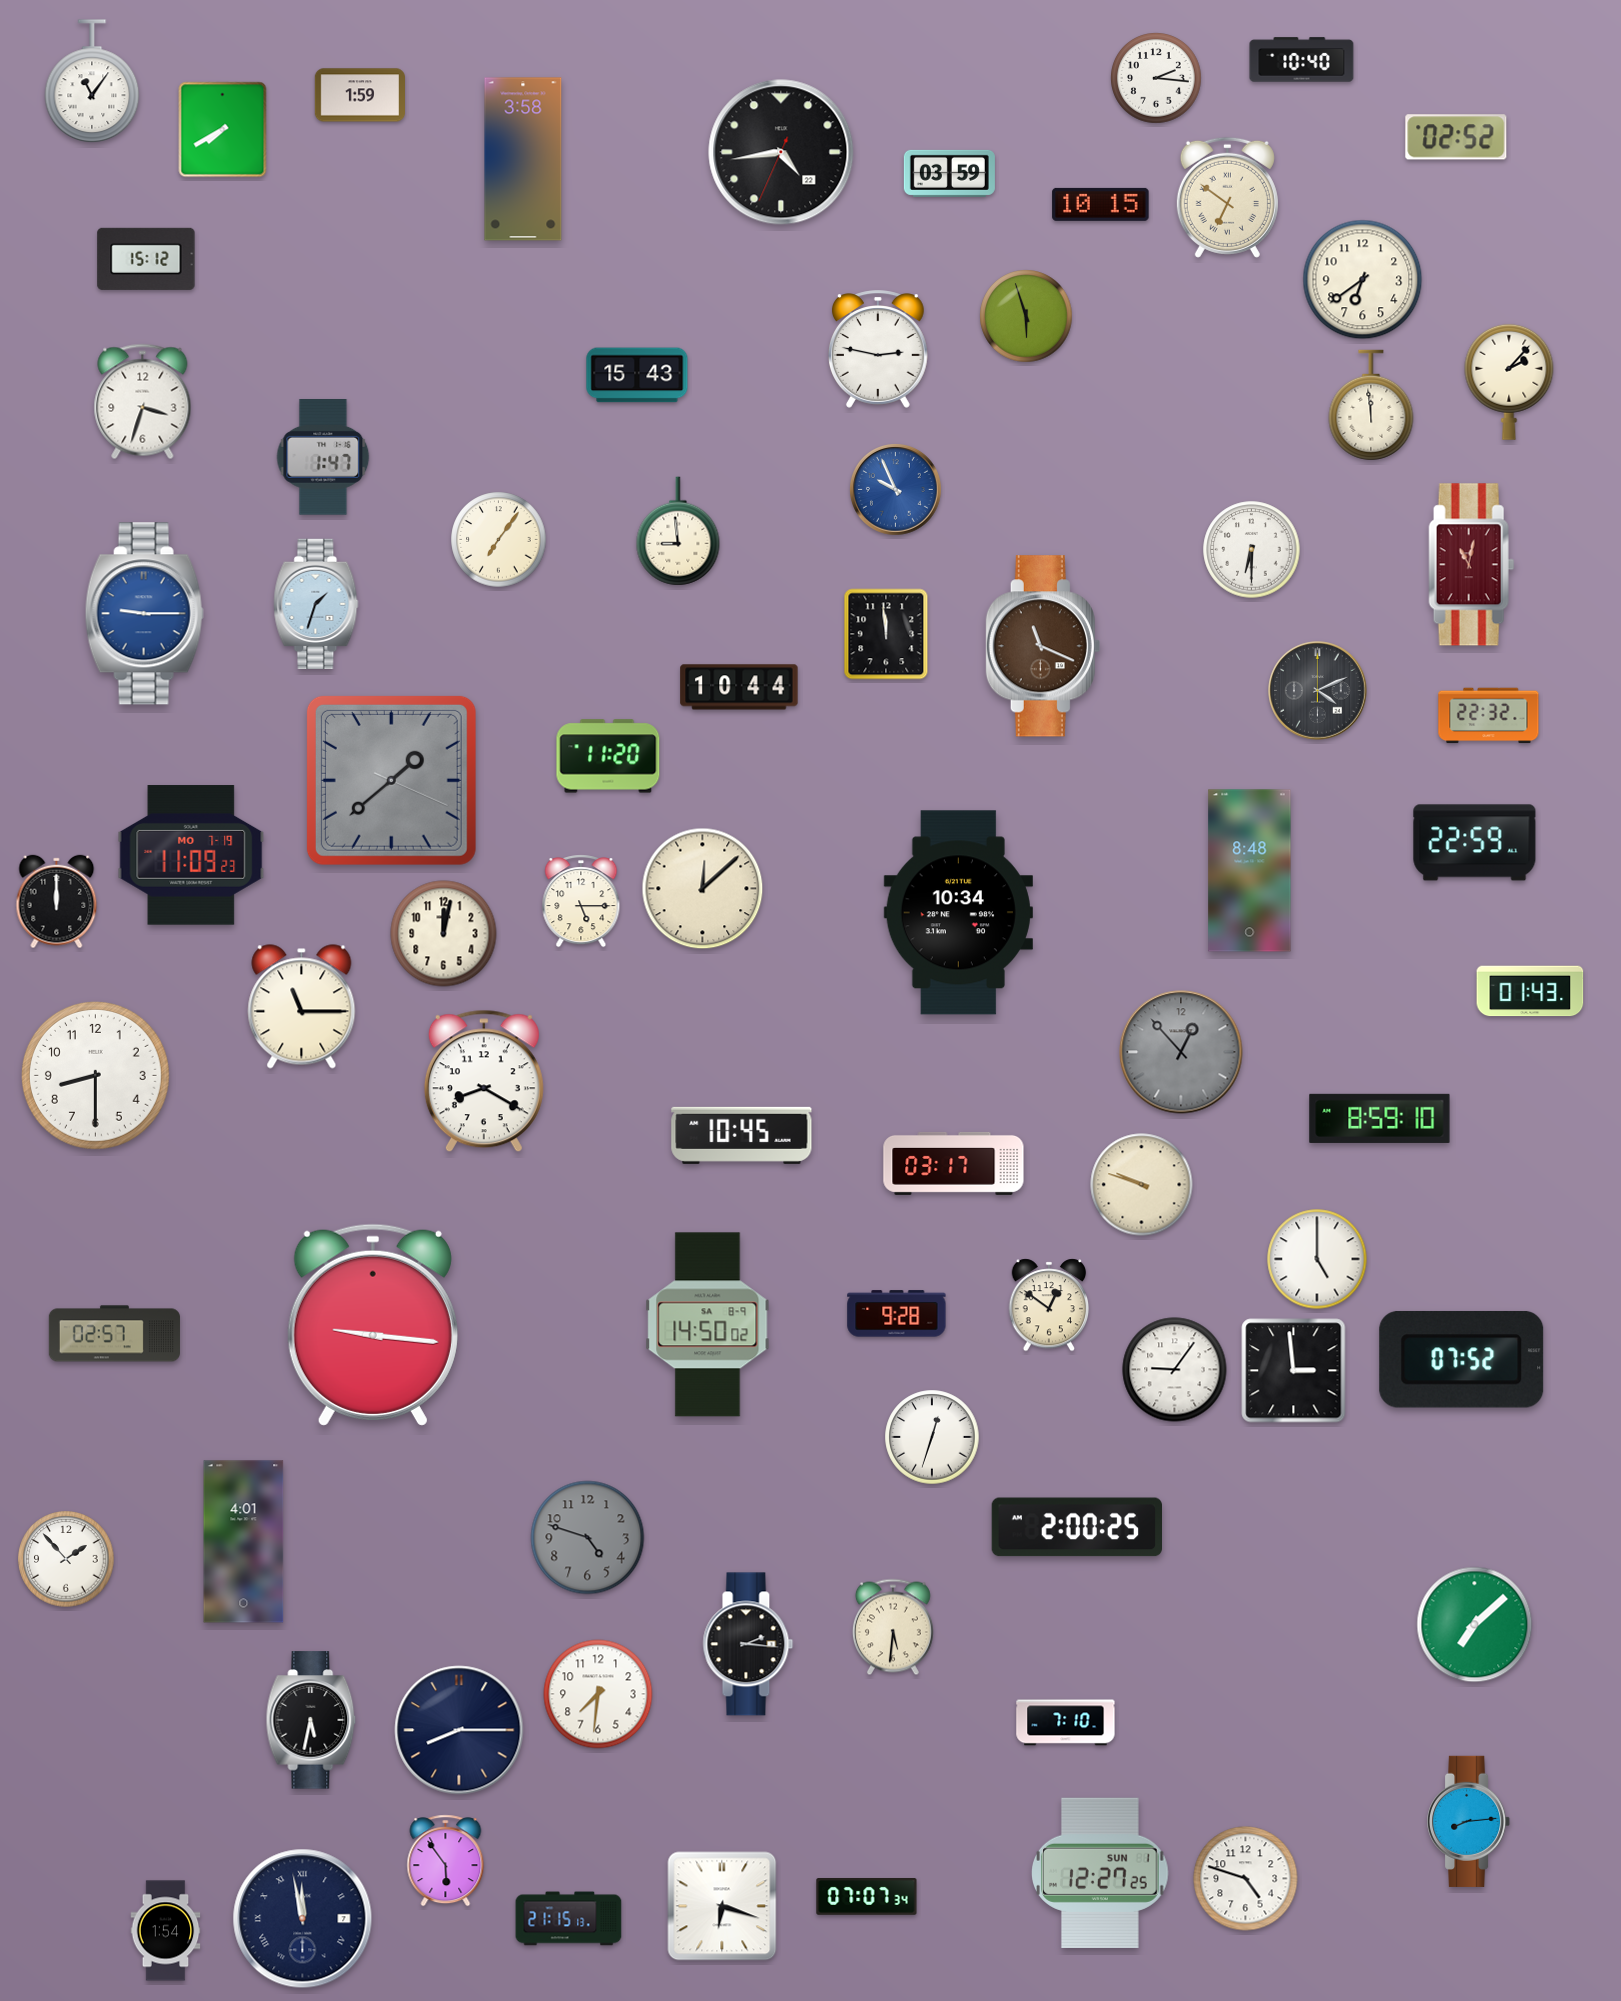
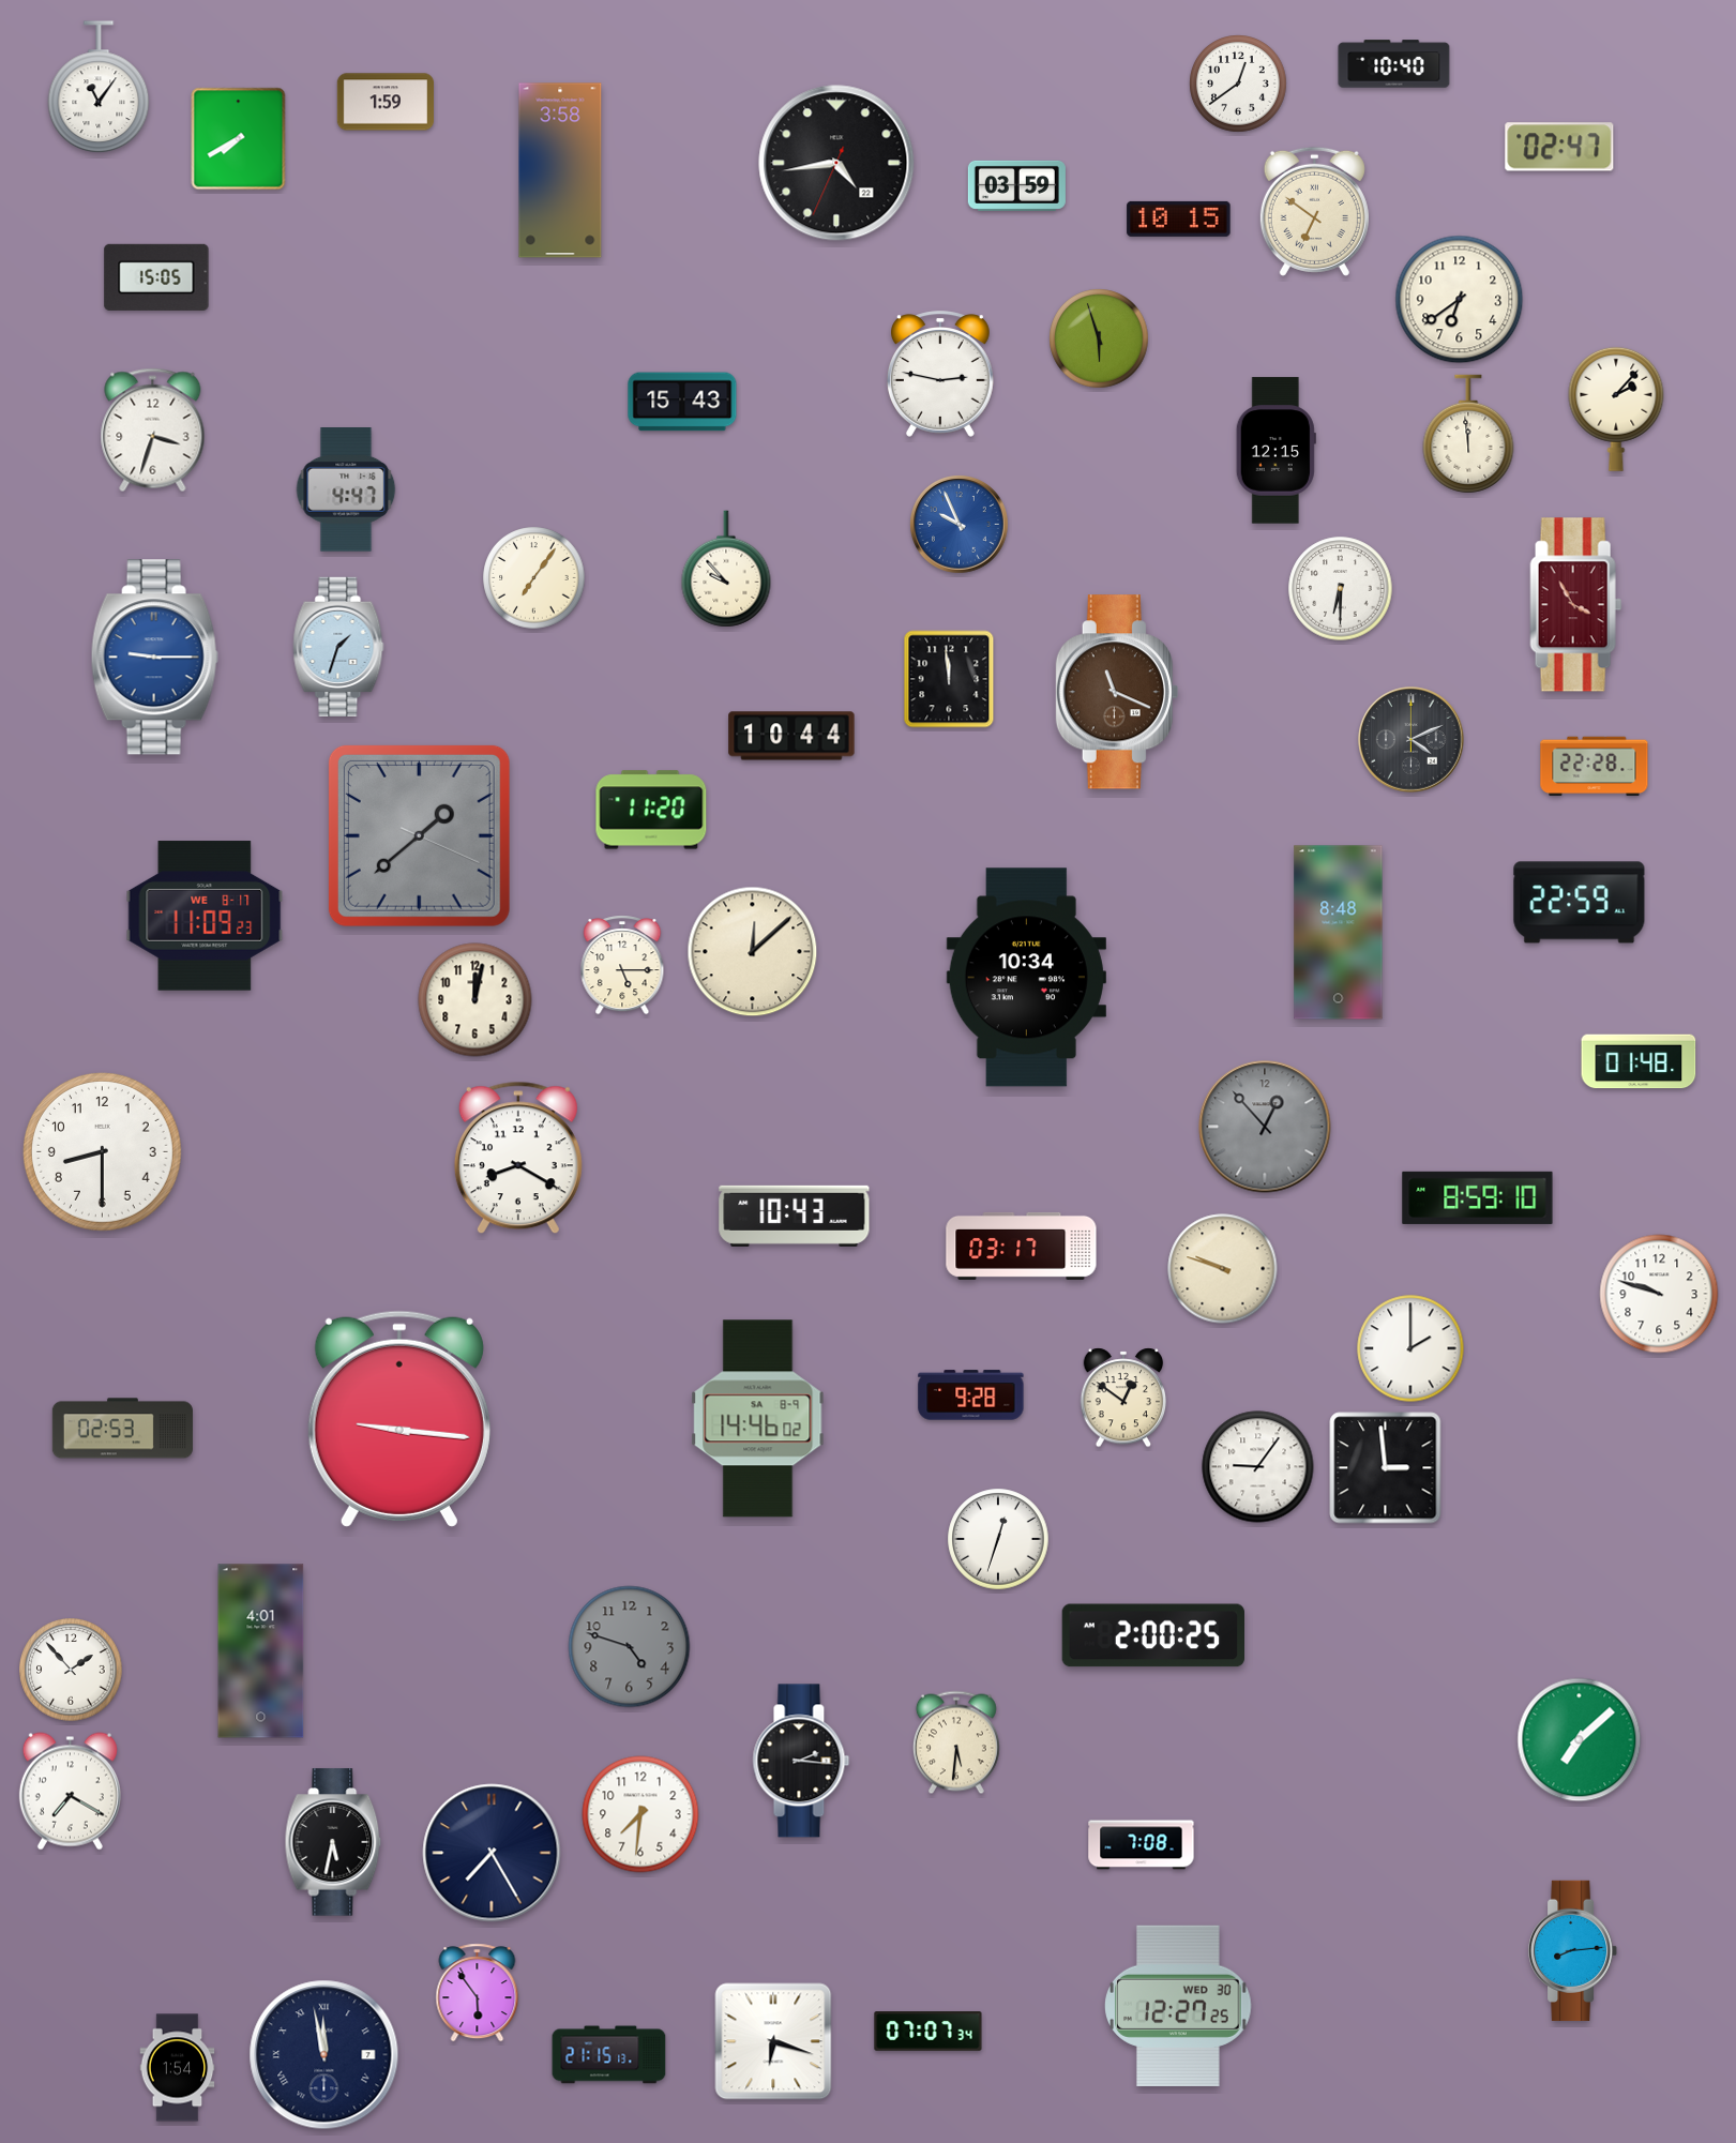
clock at (1157, 79): 2:16 -> 12:39
clock at (1456, 137): 02:52 -> 02:47
clock at (146, 259): 15:12 -> 15:05
clock at (1275, 451): none -> 12:15
clock at (323, 458): 1:47 -> 4:47
clock at (678, 531): 8:59 -> 9:53
clock at (1472, 565): 11:02 -> 3:55
clock at (1489, 716): 22:32 -> 22:28
clock at (191, 855) date: MO 7-19 -> WE 8-17
clock at (57, 902): 12:00 -> none
clock at (1530, 991): 01:43 -> 01:48
clock at (302, 1007): 11:15 -> none
clock at (742, 1135): 10:45 -> 10:43
clock at (1659, 1294): none -> 9:48
clock at (1317, 1259): 5:00 -> 2:00
clock at (897, 1314) position: (897, 1314) -> (971, 1395)
clock at (708, 1325): 14:50 -> 14:46
clock at (114, 1334): 02:57 -> 02:53
clock at (1462, 1359): 07:52 -> none
clock at (70, 1792): none -> 7:20
clock at (1066, 1723): 7:10 -> 7:08
clock at (459, 1730): 8:15 -> 7:25
clock at (1101, 1873) date: SUN 1 -> WED 30
clock at (1246, 1879): 4:48 -> none
